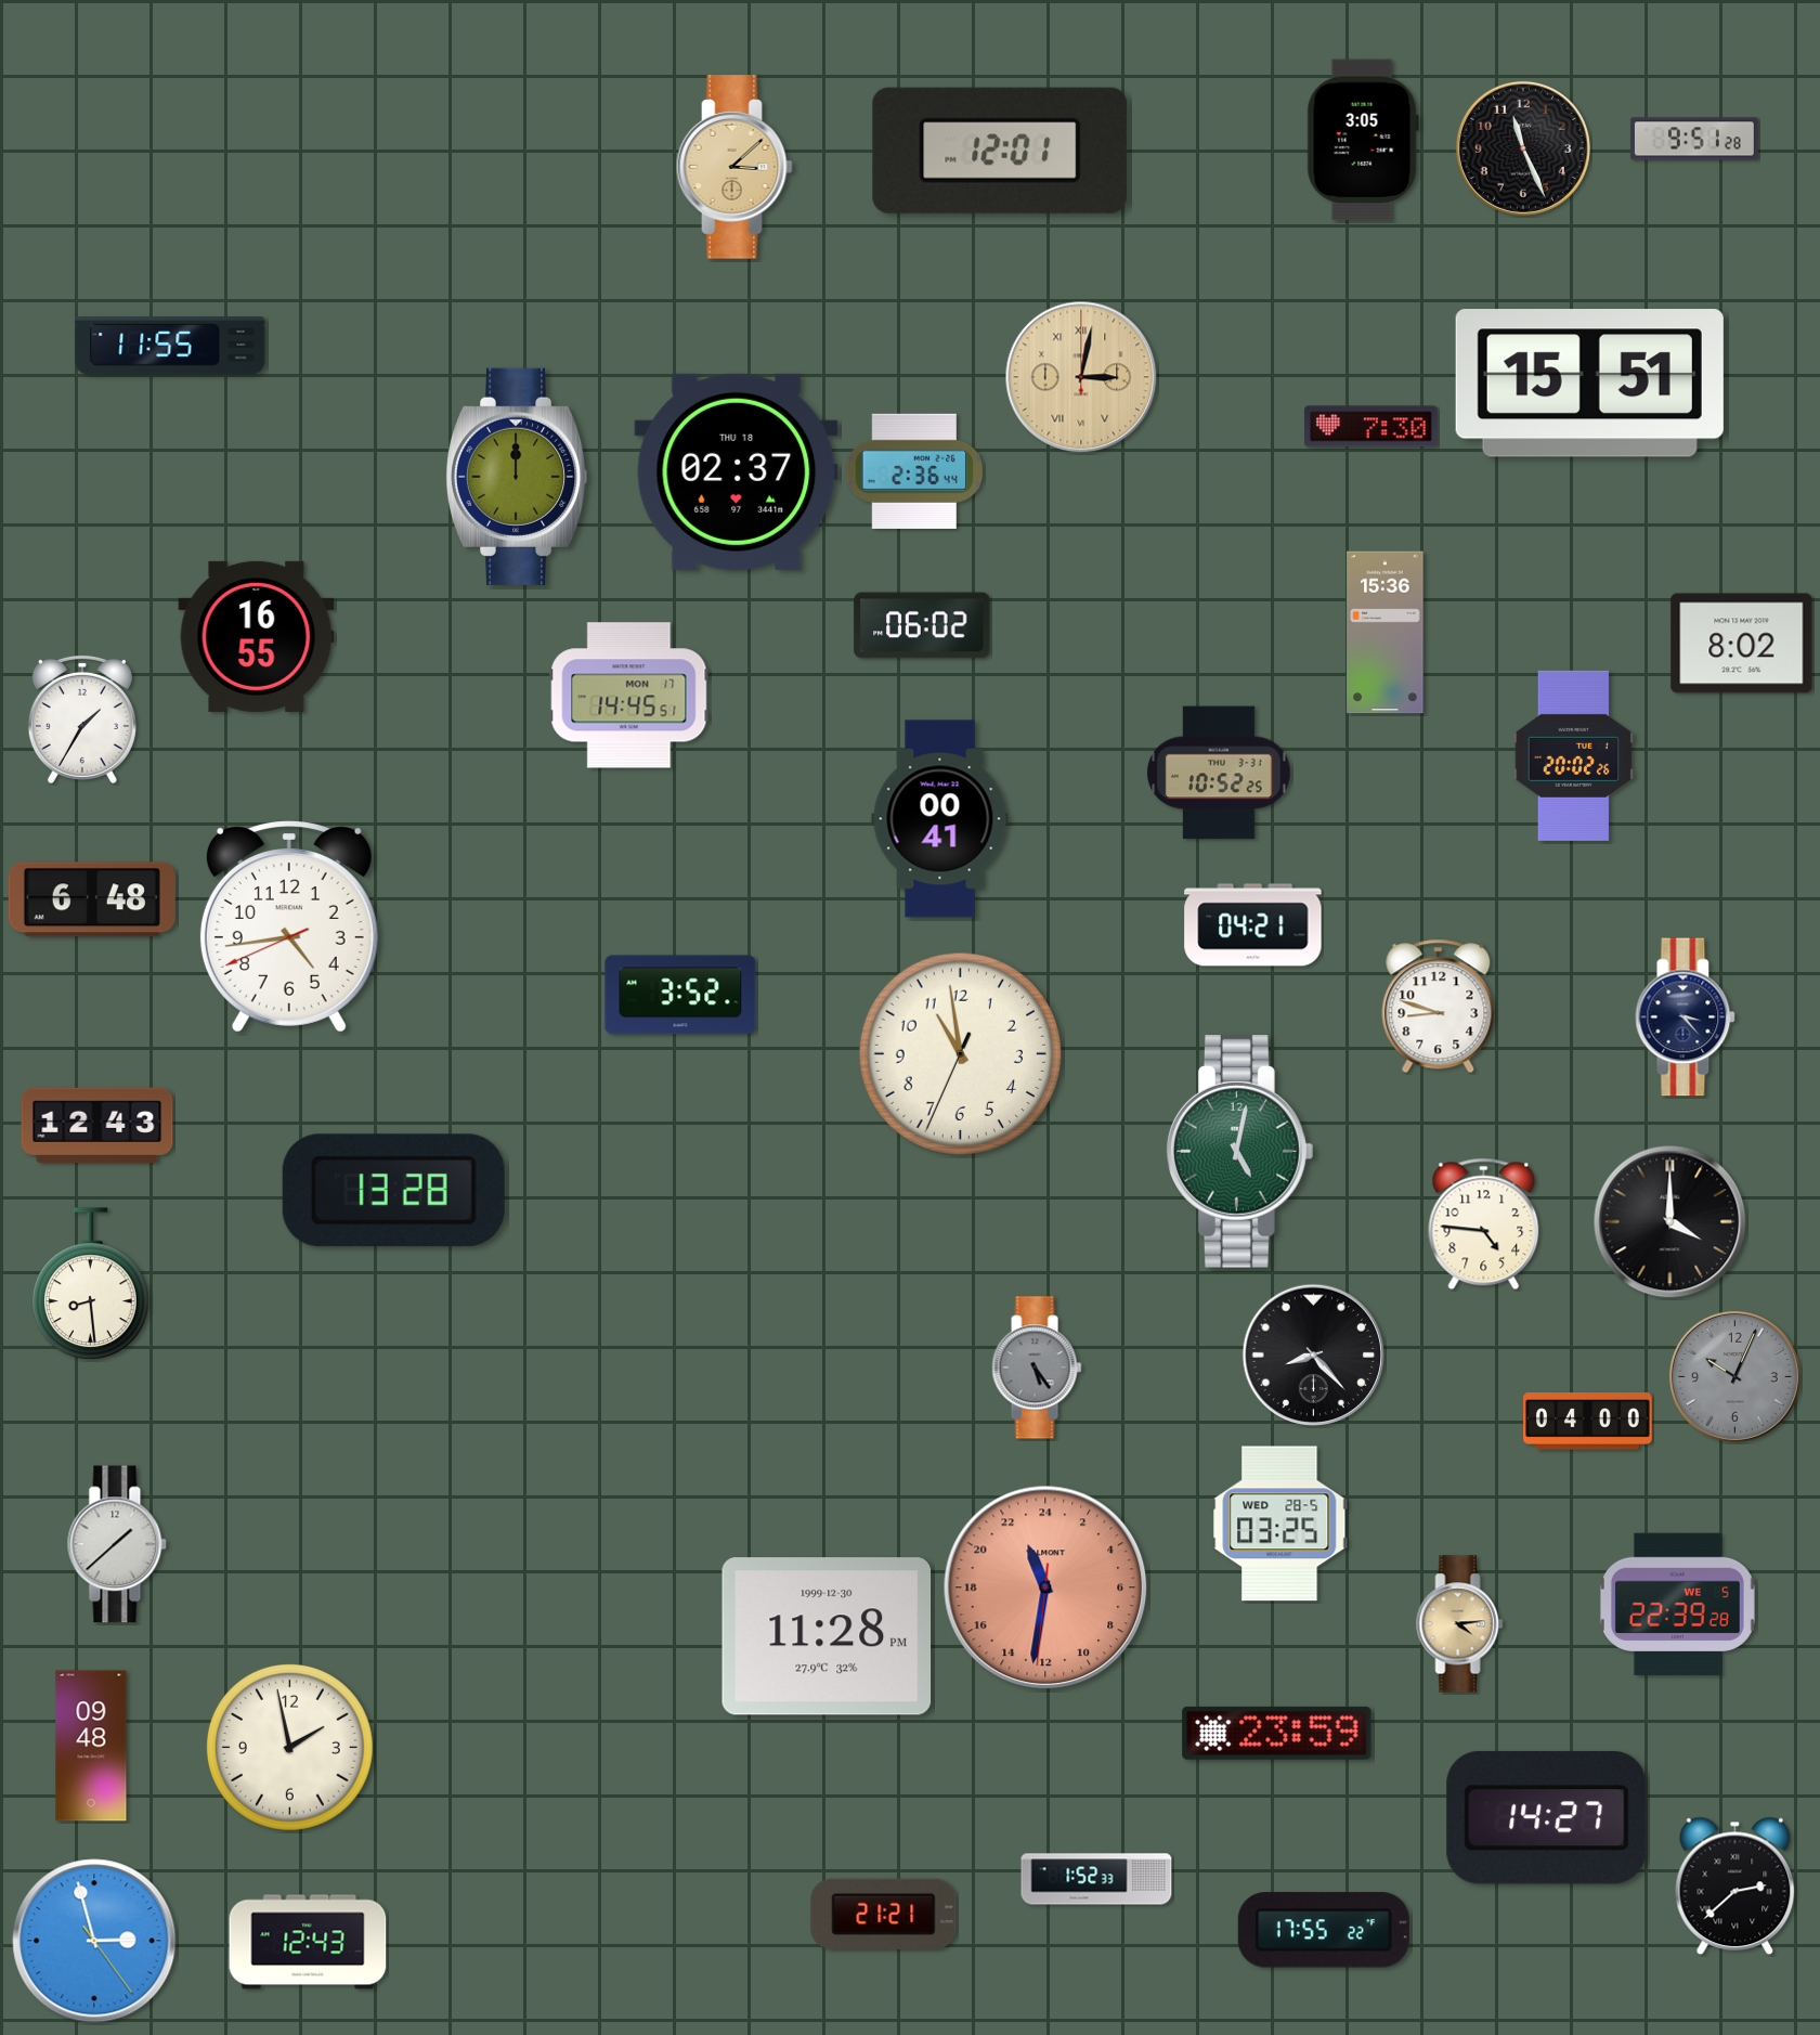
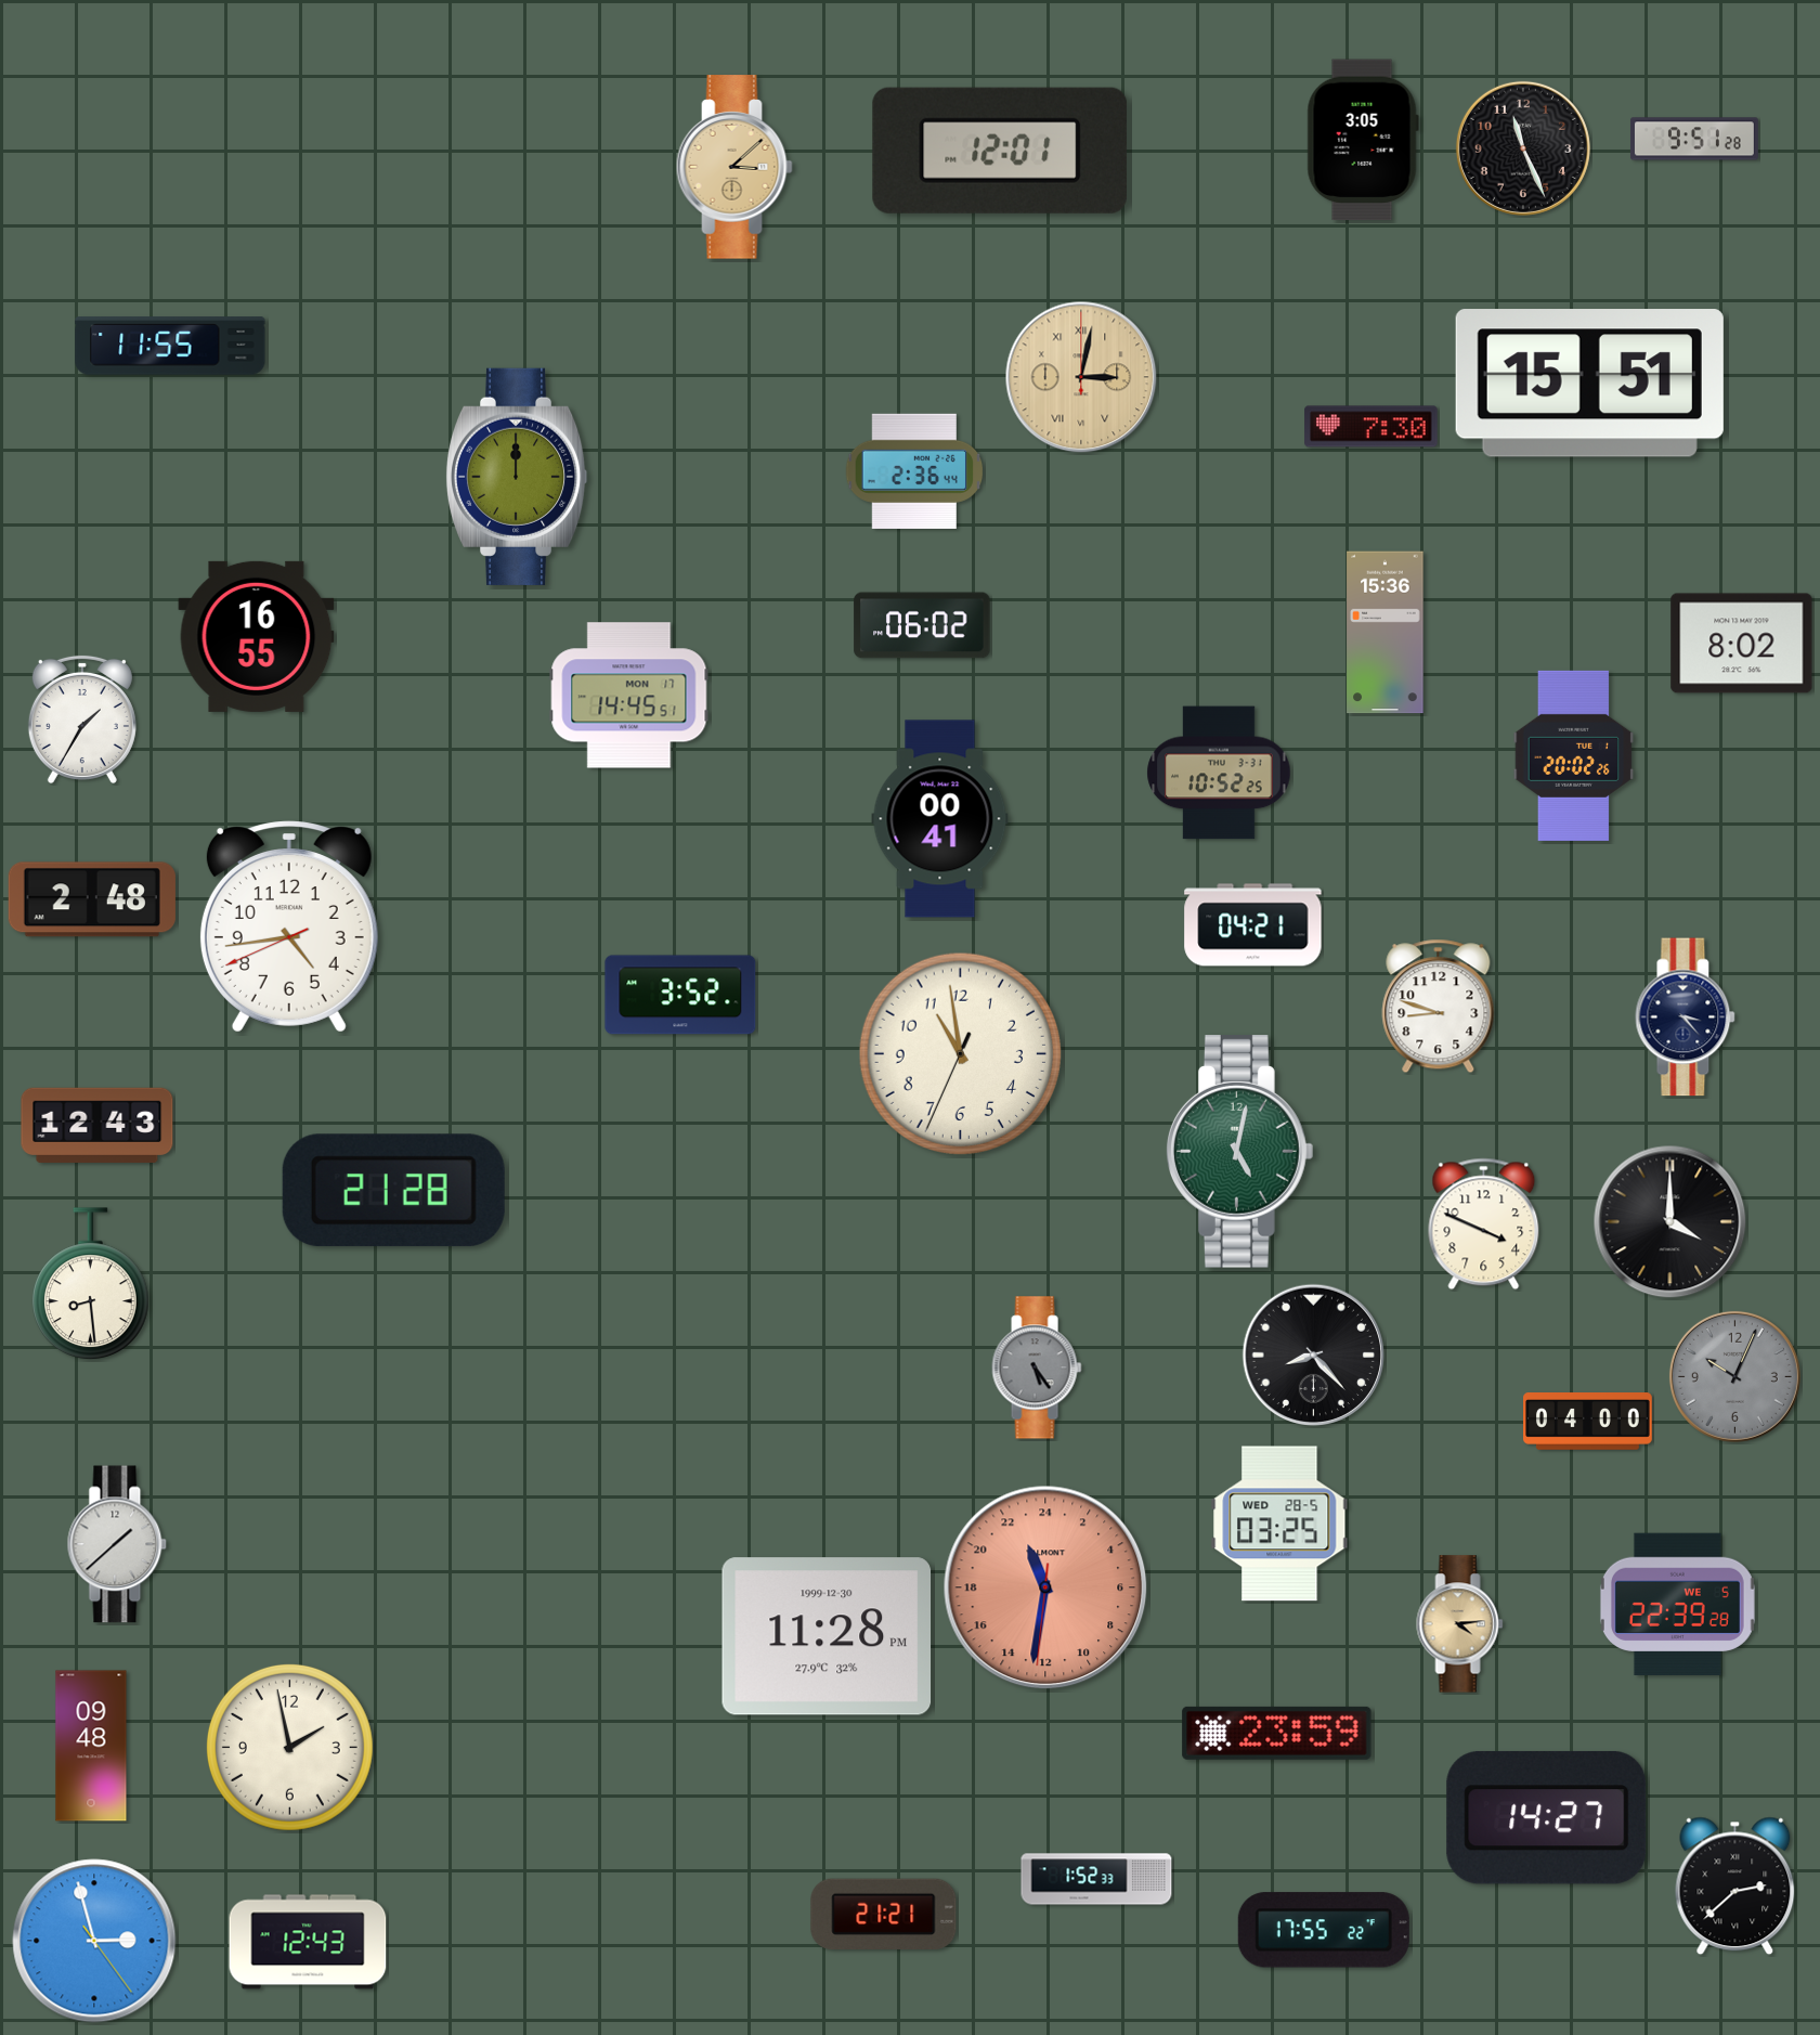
clock at (737, 471): 02:37 -> none
clock at (92, 899): 6:48 -> 2:48
clock at (393, 1191): 13:28 -> 21:28
clock at (1484, 1224): 4:46 -> 3:49
